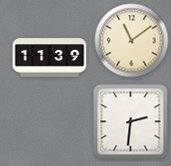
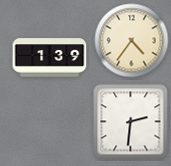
clock at (132, 41): 11:09 -> 4:36
clock at (50, 58): 11:39 -> 1:39
